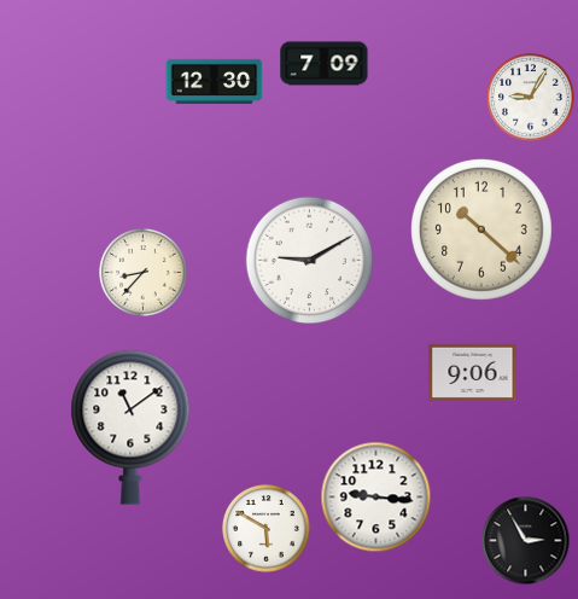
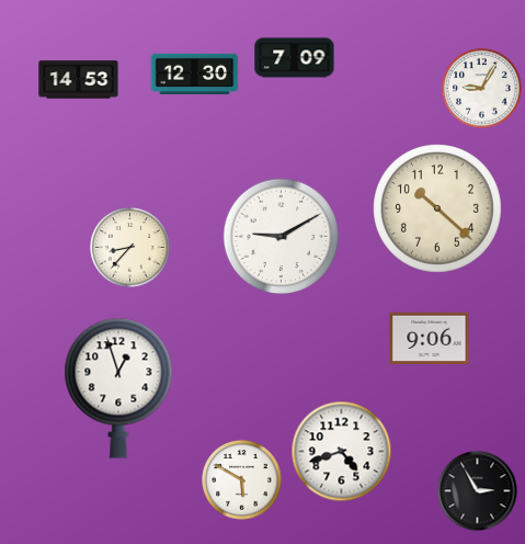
clock at (79, 80): none -> 14:53
clock at (130, 428): 11:09 -> 12:57
clock at (376, 498): 9:16 -> 4:42
